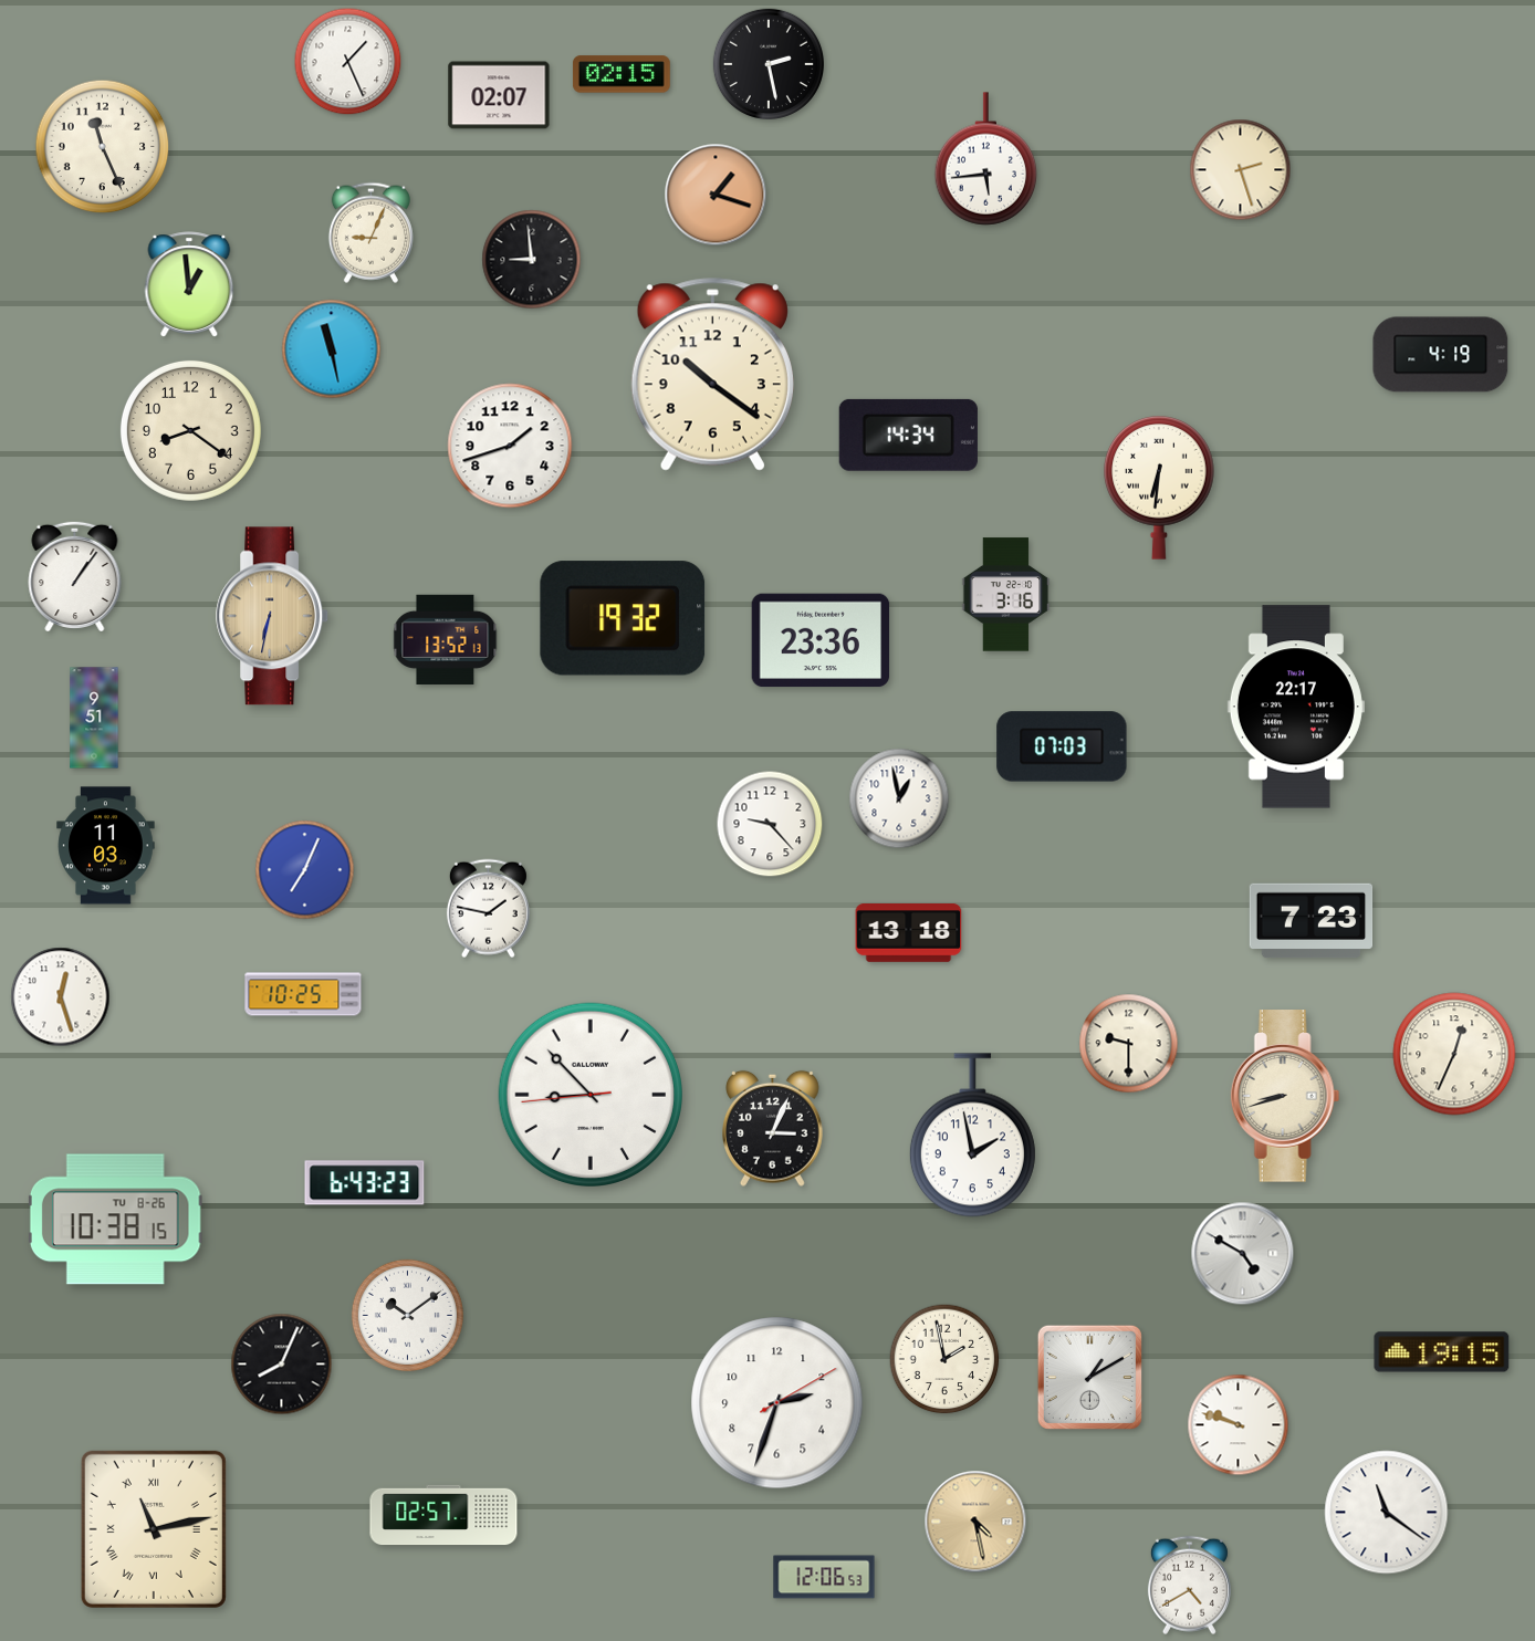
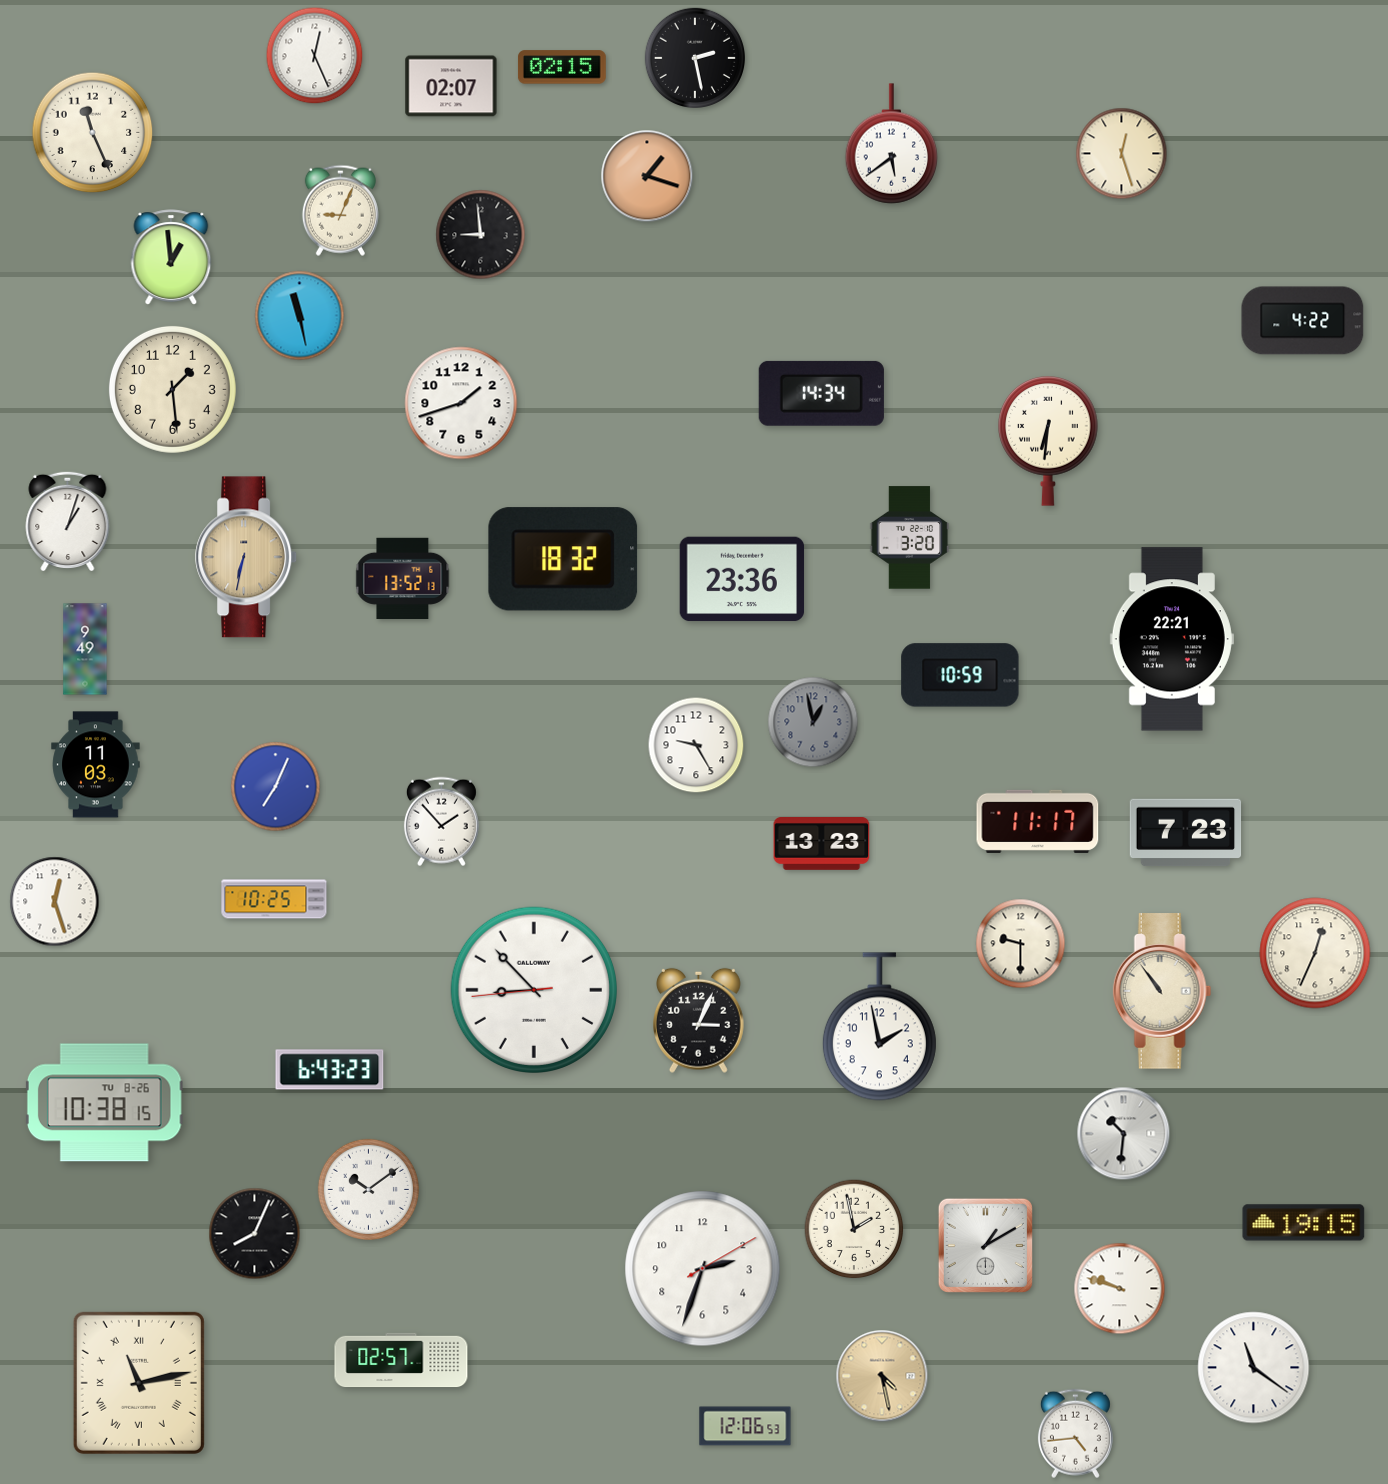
clock at (348, 62): 1:26 -> 12:26
clock at (986, 159): 5:44 -> 5:39
clock at (1241, 170): 2:27 -> 12:27
clock at (370, 232) position: (370, 232) -> (340, 210)
clock at (1441, 355): 4:19 -> 4:22
clock at (712, 375): 10:21 -> none
clock at (190, 430): 8:21 -> 1:29
clock at (75, 575): 1:06 -> 1:03
clock at (1006, 595): 3:16 -> 3:20
clock at (623, 618): 19:32 -> 18:32
clock at (1296, 707): 22:17 -> 22:21
clock at (94, 718): 9:51 -> 9:49
clock at (1062, 746): 07:03 -> 10:59
clock at (899, 798) dial: white -> grey
clock at (770, 824): 9:23 -> 9:25
clock at (1038, 821): none -> 11:17
clock at (488, 909): 1:47 -> 1:53
clock at (909, 933): 13:18 -> 13:23
clock at (1285, 1096): 8:42 -> 10:54
clock at (1243, 1254): 4:50 -> 10:31
clock at (443, 1515) position: (443, 1515) -> (401, 1360)
clock at (1189, 1586): 4:40 -> 4:44
